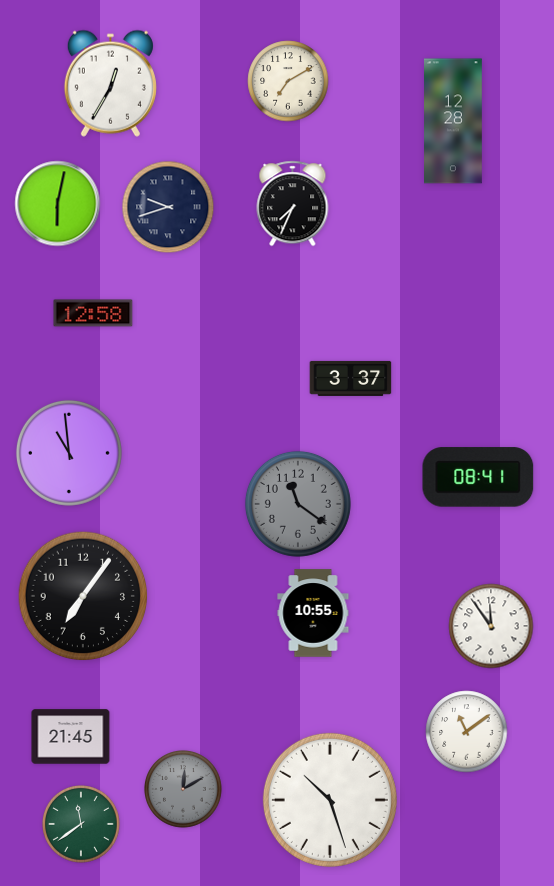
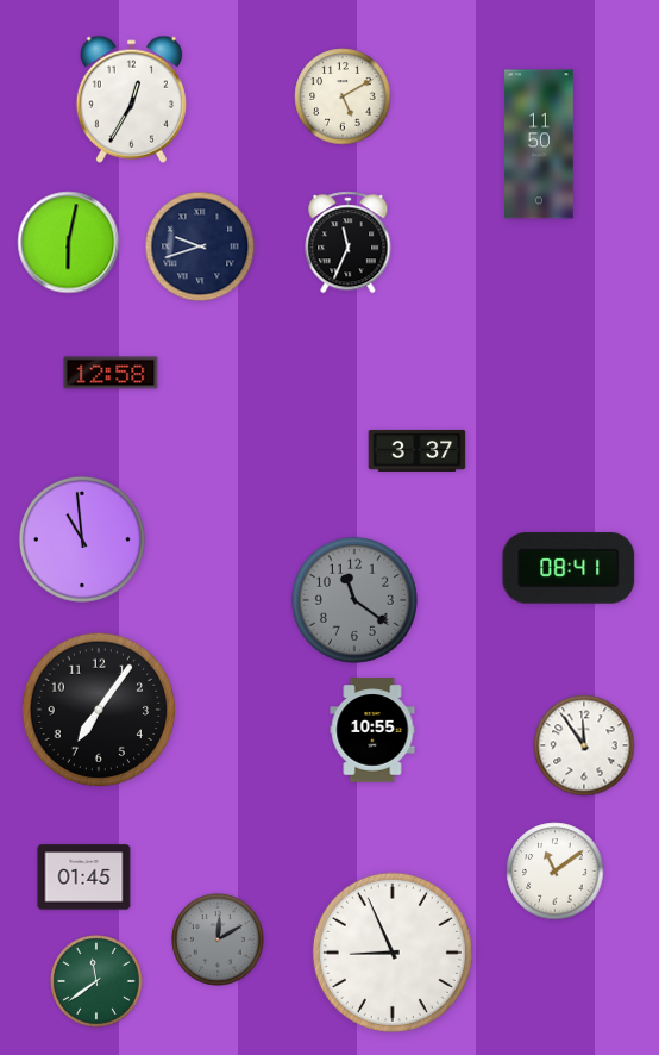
clock at (288, 81): 7:10 -> 5:10
clock at (454, 121): 12:28 -> 11:50
clock at (293, 204): 7:34 -> 11:34
clock at (71, 737): 21:45 -> 01:45
clock at (330, 800): 10:27 -> 8:56
